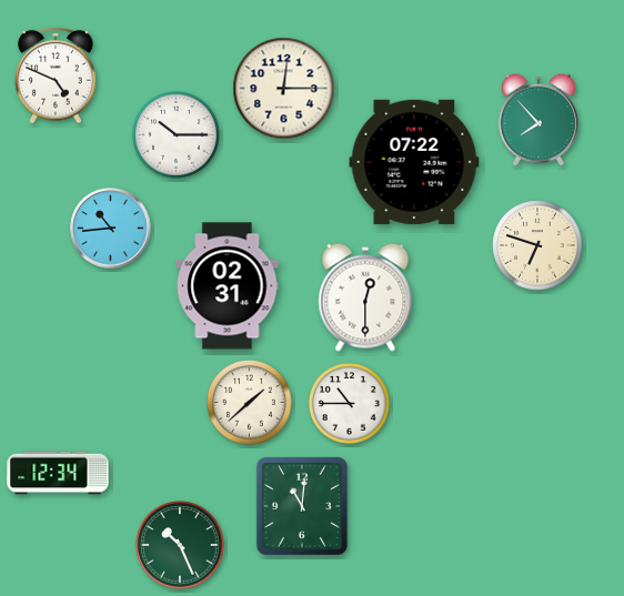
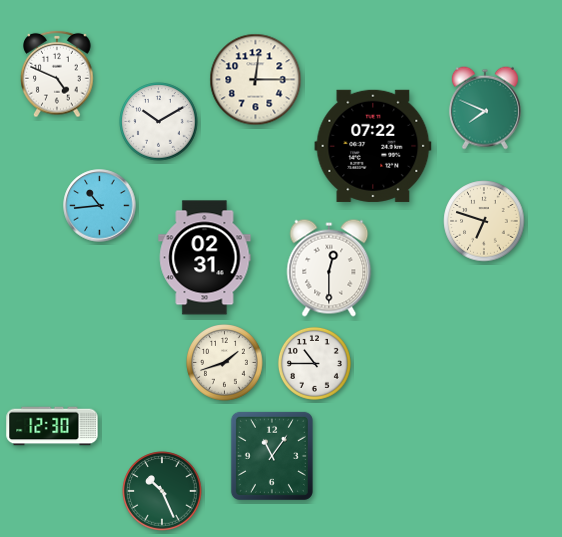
clock at (56, 75) position: (56, 75) -> (57, 74)
clock at (539, 120): 7:53 -> 7:49
clock at (177, 135): 10:15 -> 10:10
clock at (250, 403): 1:38 -> 1:42
clock at (58, 473): 12:34 -> 12:30
clock at (302, 506): 11:01 -> 11:06
